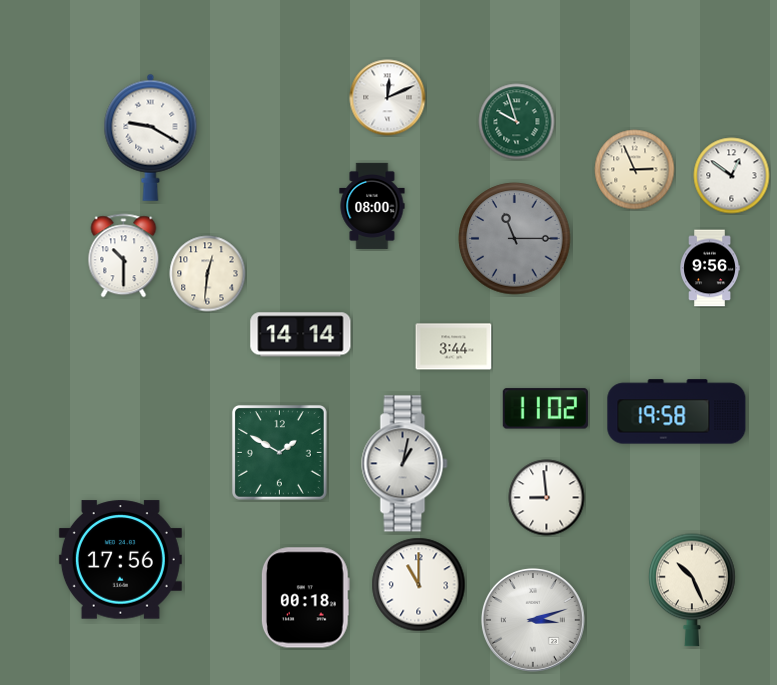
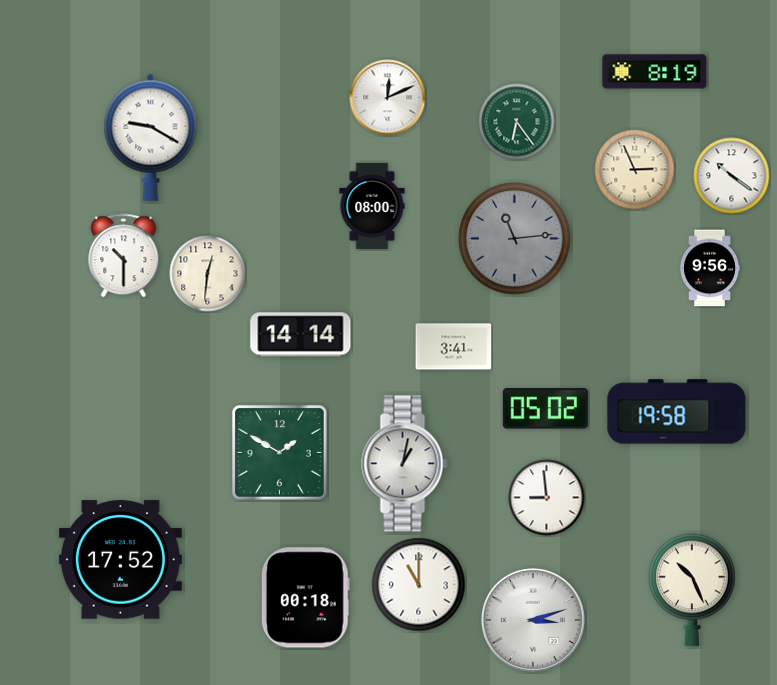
clock at (655, 72): none -> 8:19
clock at (517, 122): 9:57 -> 6:24
clock at (732, 176): 12:51 -> 10:21
clock at (515, 239): 11:15 -> 11:14
clock at (454, 347): 3:44 -> 3:41
clock at (545, 409): 11:02 -> 05:02
clock at (120, 560): 17:56 -> 17:52
